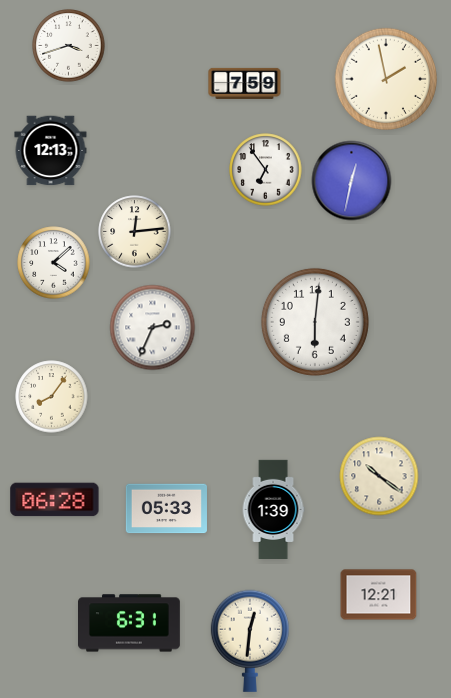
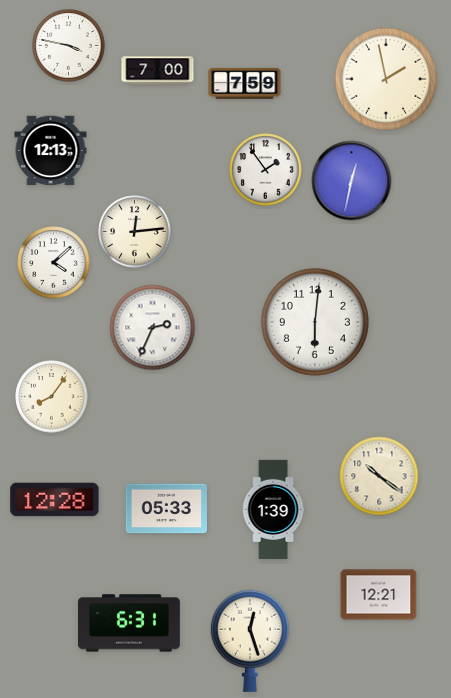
clock at (69, 46): 3:42 -> 3:47
clock at (158, 71): none -> 7:00
clock at (266, 170): 6:54 -> 1:54
clock at (55, 500): 06:28 -> 12:28
clock at (250, 641): 12:31 -> 12:27
